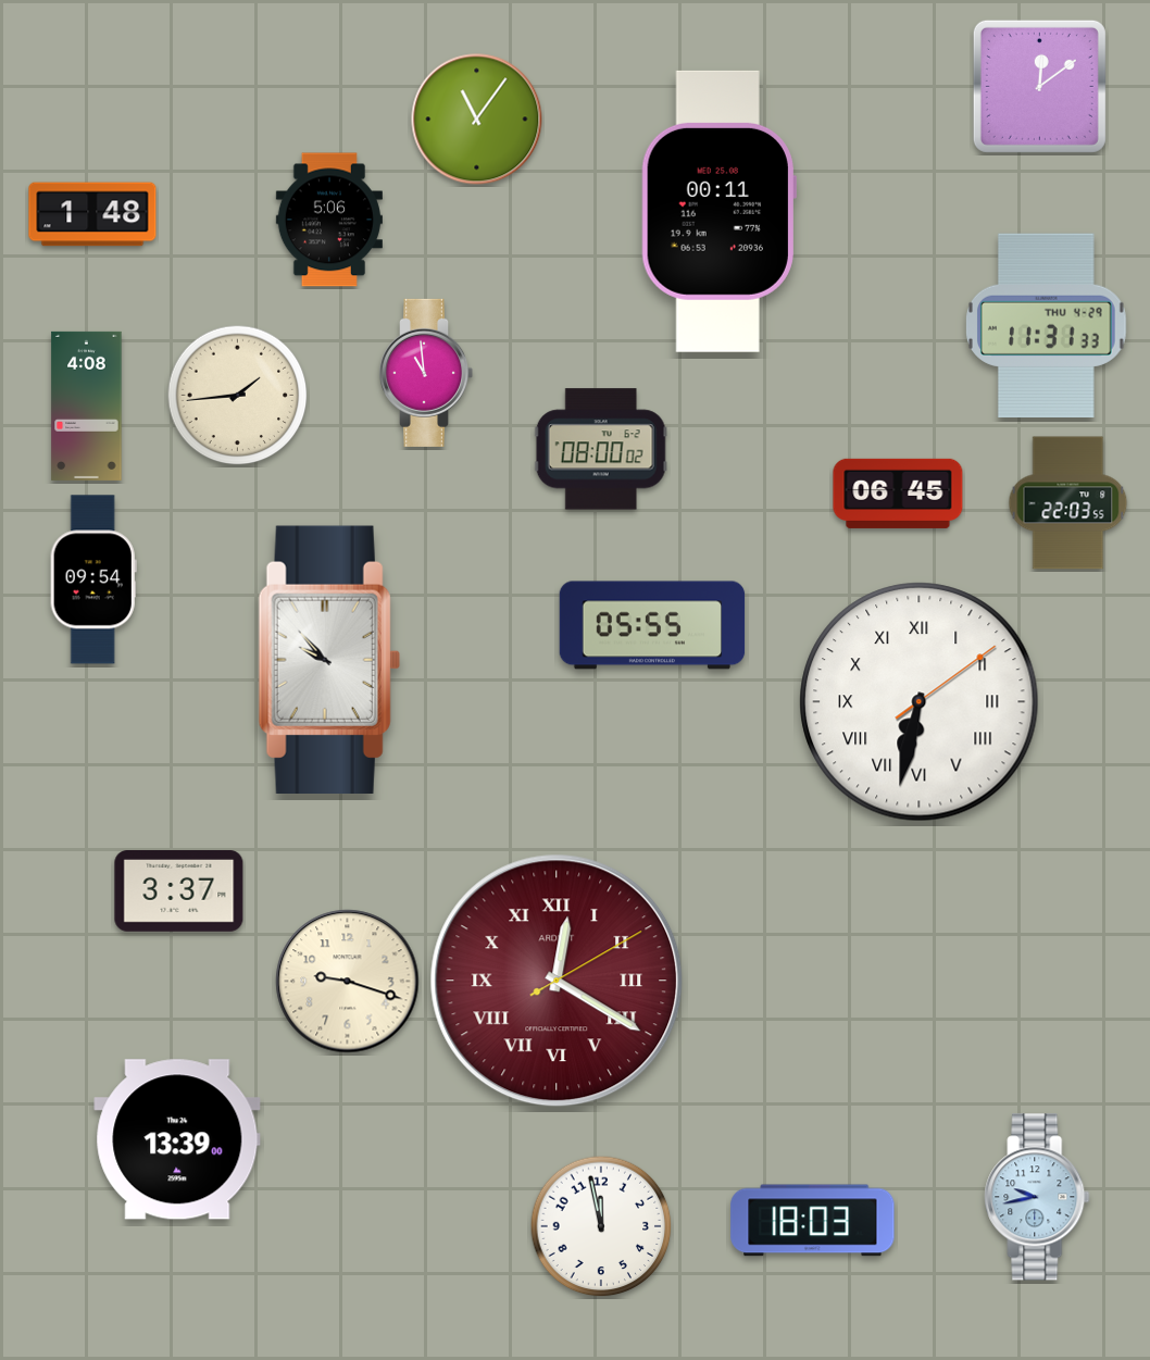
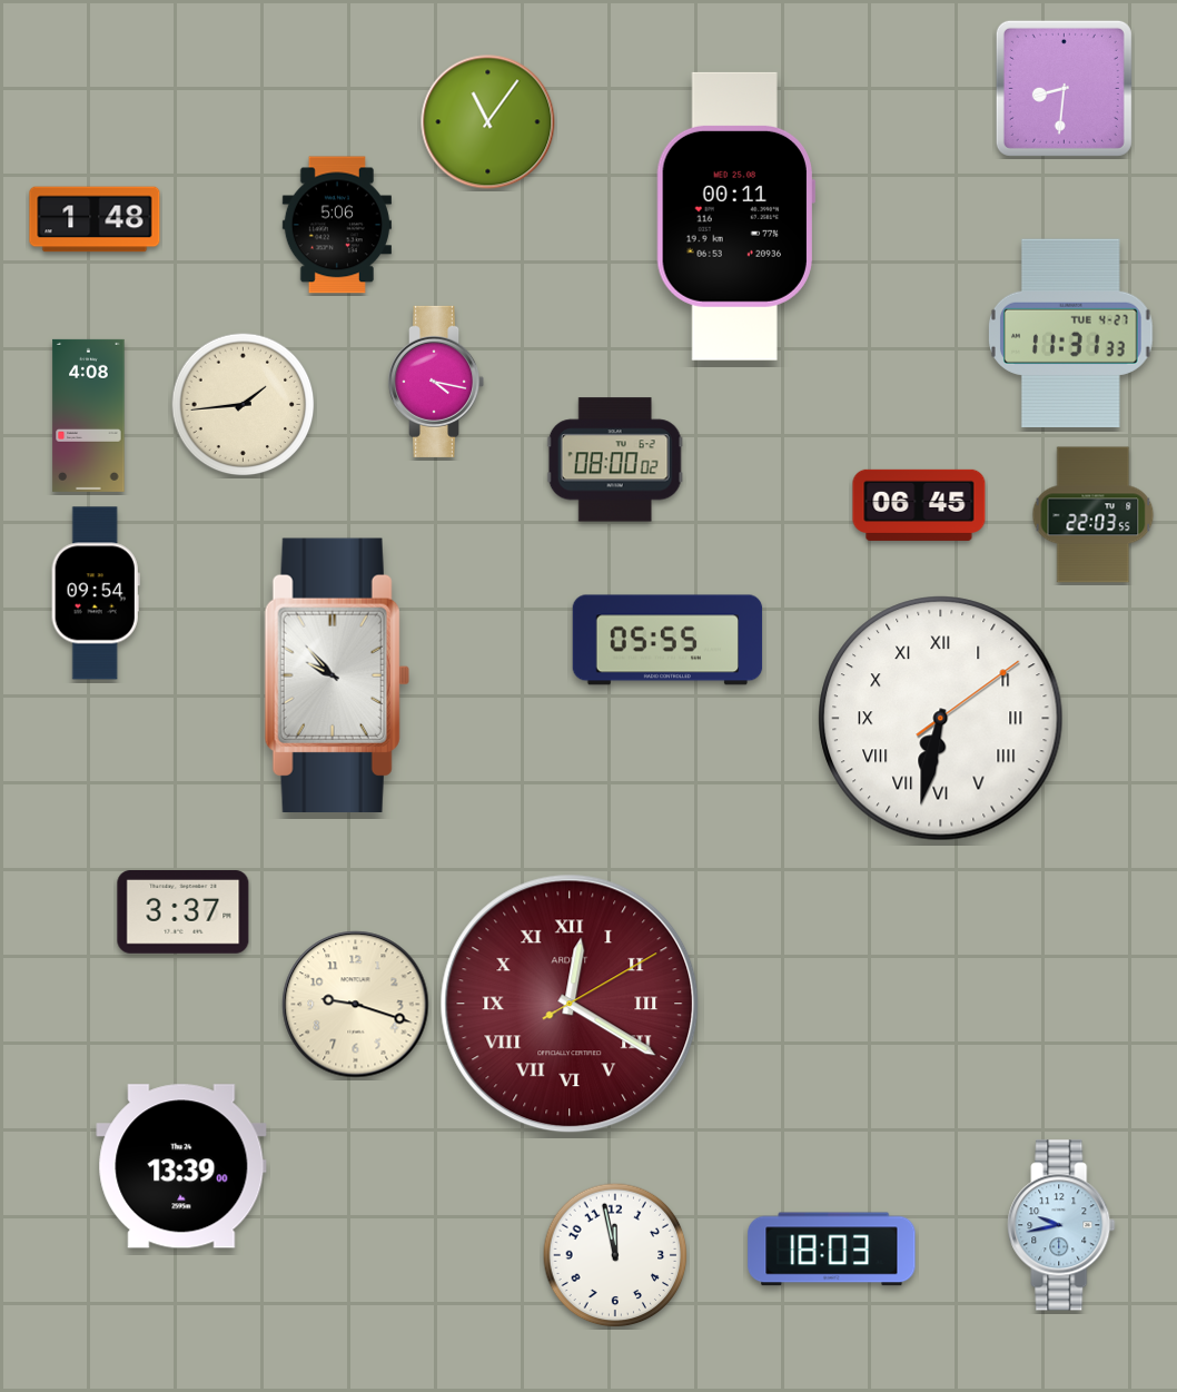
clock at (1039, 86): 12:09 -> 8:31
clock at (1047, 325) date: THU 4-29 -> TUE 4-27
clock at (426, 373): 10:59 -> 4:17
